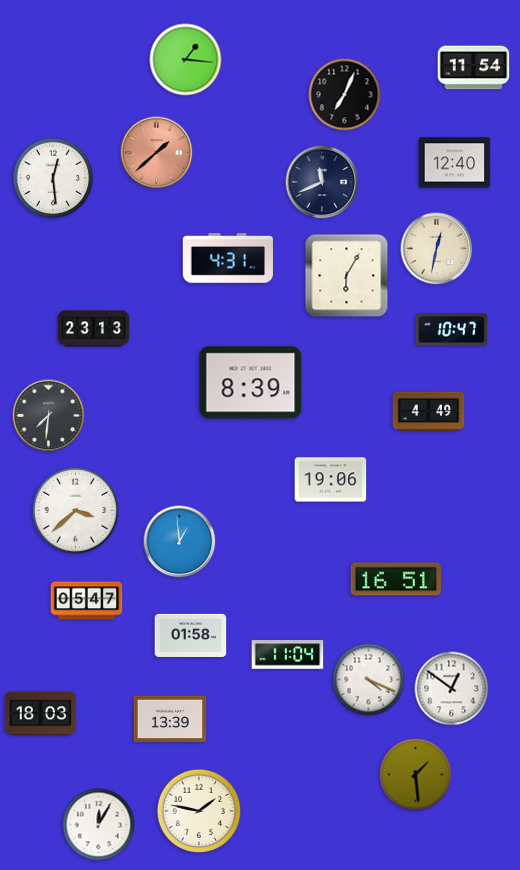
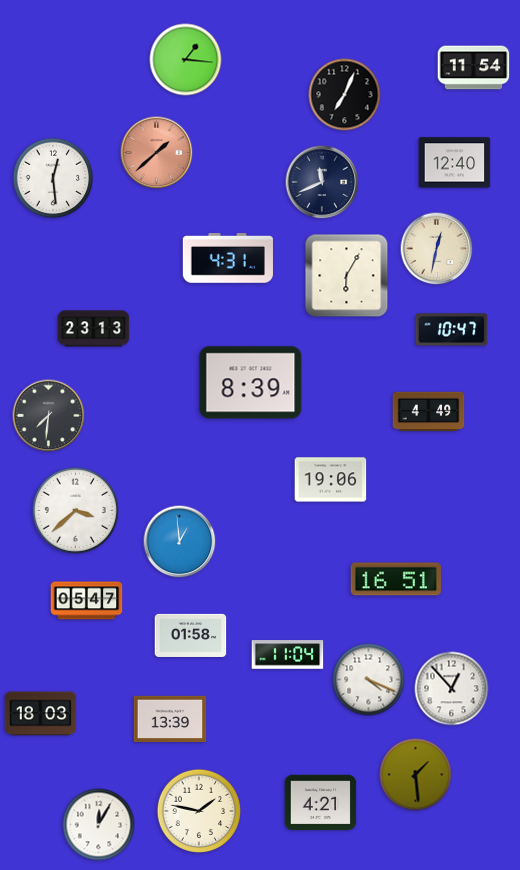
clock at (452, 689): 12:51 -> 12:53
clock at (321, 803): none -> 4:21
